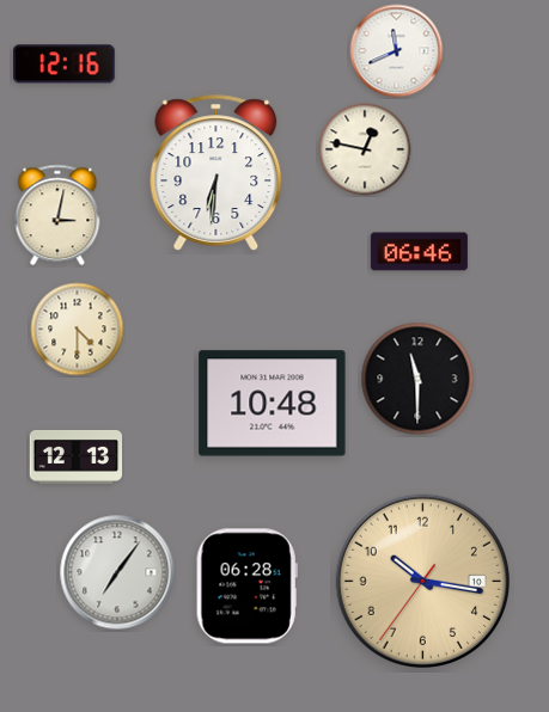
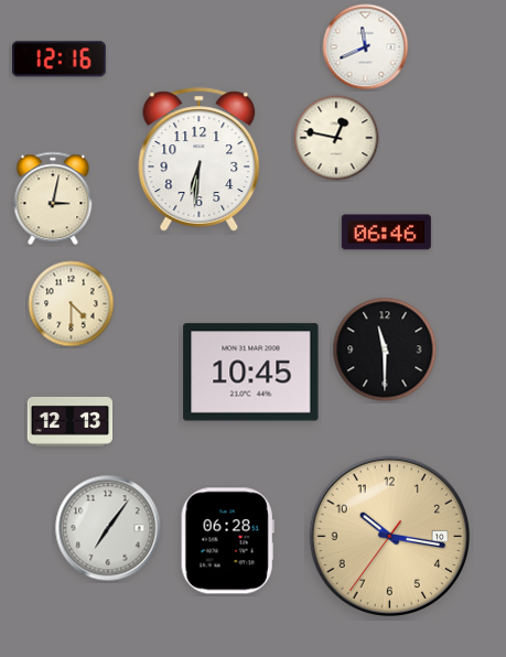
clock at (273, 404): 10:48 -> 10:45
